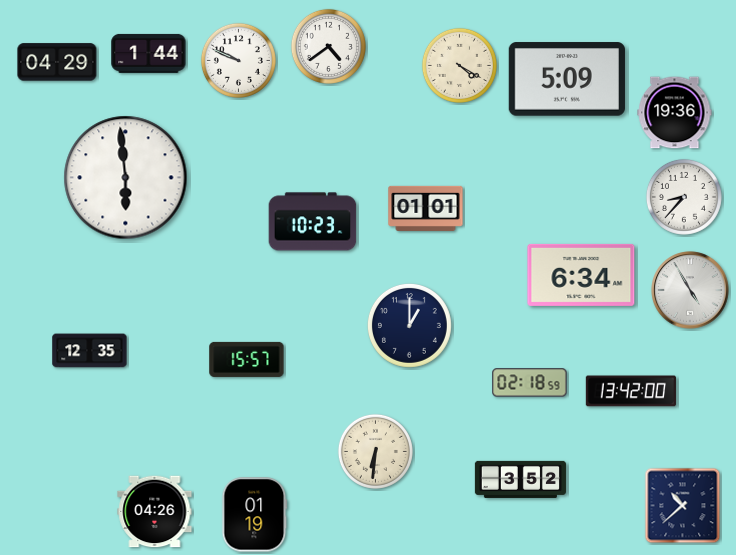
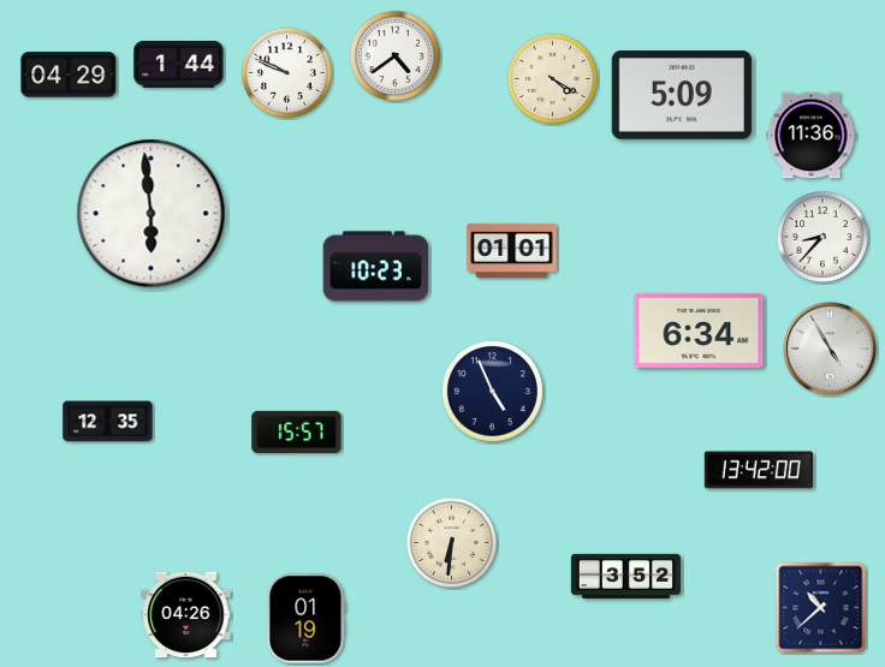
clock at (675, 113): 19:36 -> 11:36
clock at (409, 325): 1:00 -> 4:56
clock at (530, 383): 02:18 -> none
